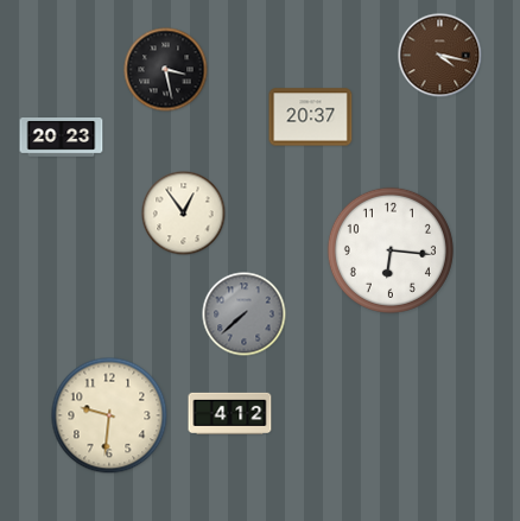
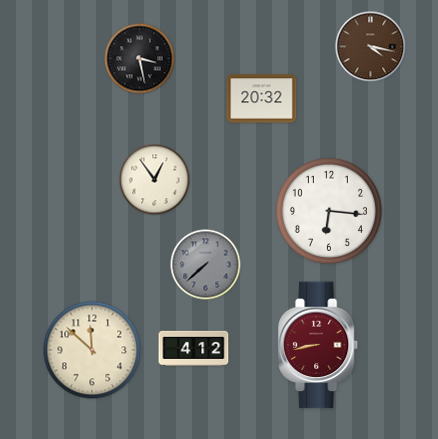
clock at (311, 117): 20:37 -> 20:32
clock at (62, 138): 20:23 -> none
clock at (319, 345): none -> 8:43
clock at (109, 415): 9:31 -> 11:52
